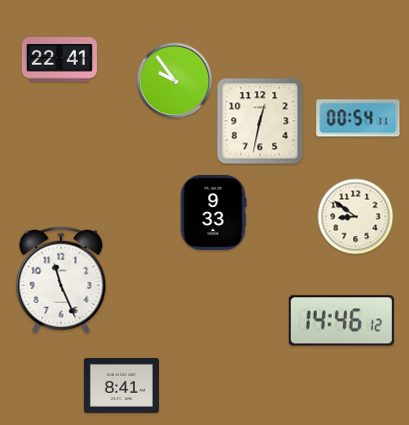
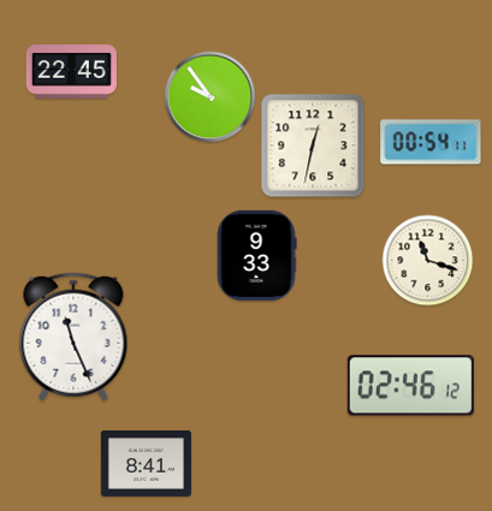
clock at (59, 60): 22:41 -> 22:45
clock at (356, 217): 8:51 -> 11:18
clock at (341, 321): 14:46 -> 02:46
